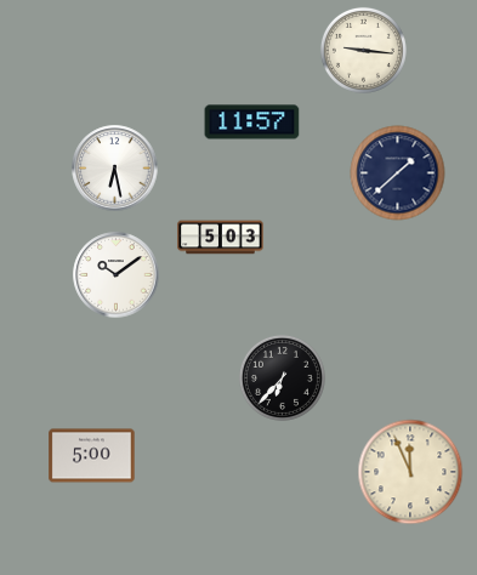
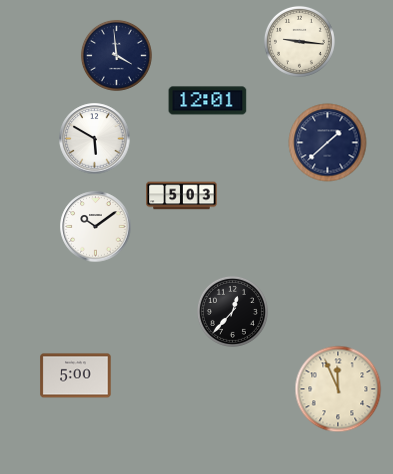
clock at (116, 55): none -> 3:59
clock at (252, 123): 11:57 -> 12:01
clock at (115, 169): 6:28 -> 5:50
clock at (282, 377): 6:37 -> 12:37
